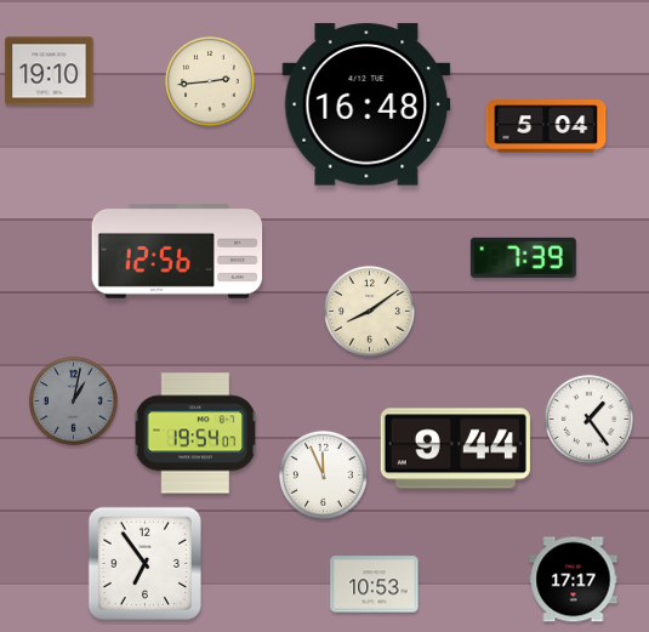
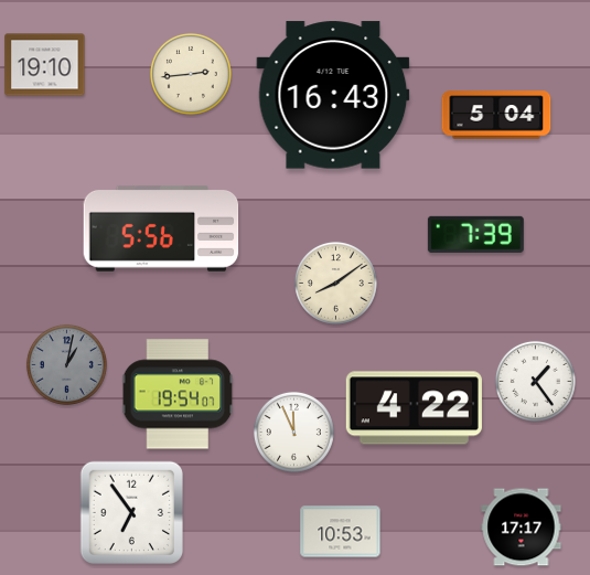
clock at (366, 104): 16:48 -> 16:43
clock at (177, 251): 12:56 -> 5:56
clock at (455, 449): 9:44 -> 4:22
